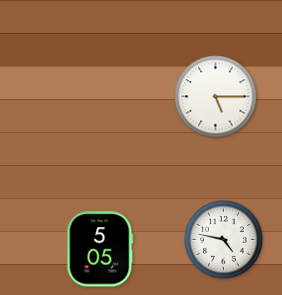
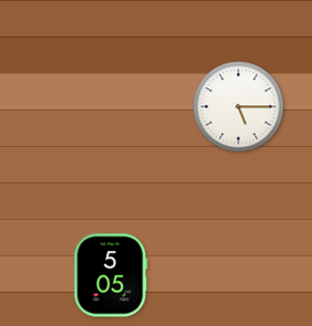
clock at (224, 240): 4:47 -> none
